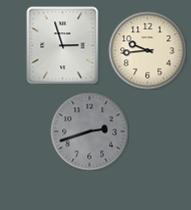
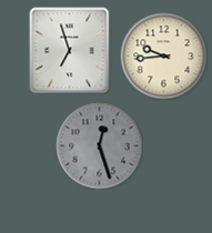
clock at (63, 45): 2:57 -> 6:57
clock at (89, 131): 2:42 -> 12:27
